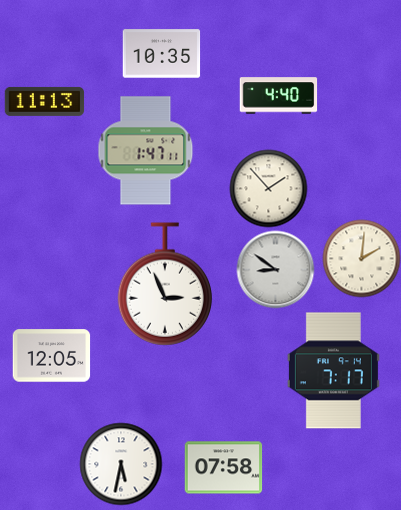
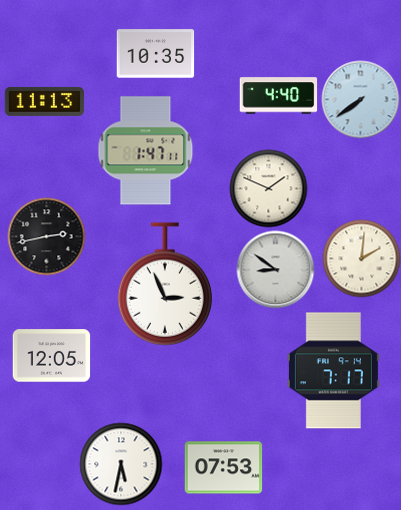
clock at (161, 54) position: (161, 54) -> (155, 54)
clock at (360, 99): none -> 7:39
clock at (268, 188): 1:53 -> 1:49
clock at (46, 236): none -> 2:43
clock at (223, 468): 07:58 -> 07:53
